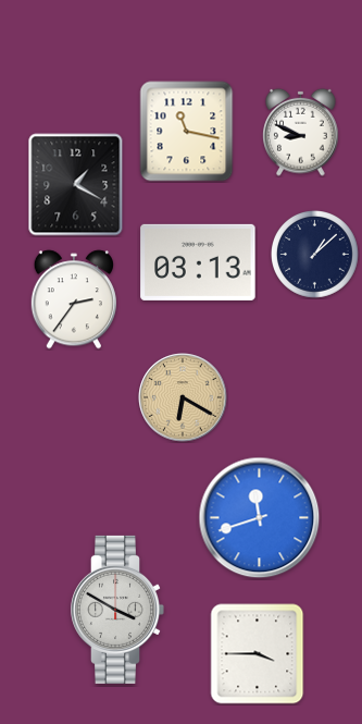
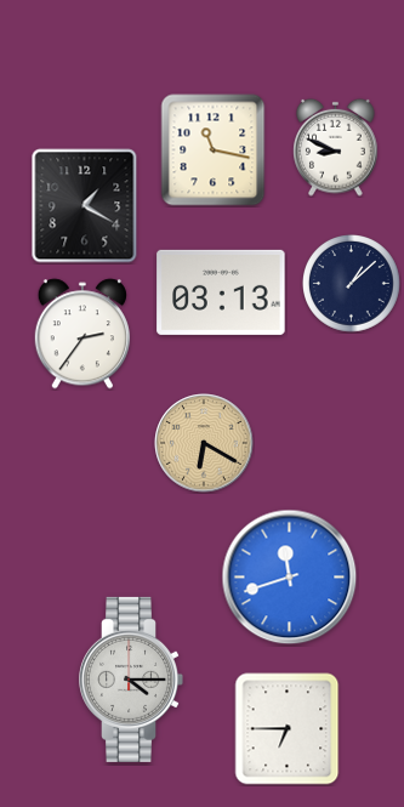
clock at (187, 132) position: (187, 132) -> (214, 150)
clock at (117, 610): 3:50 -> 4:15
clock at (258, 654): 3:45 -> 6:45
